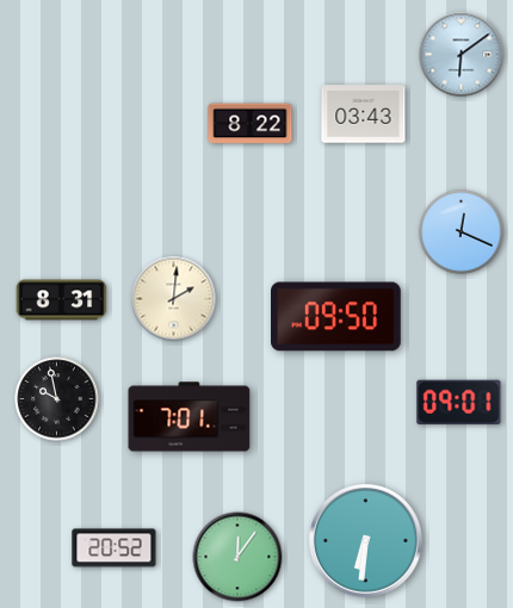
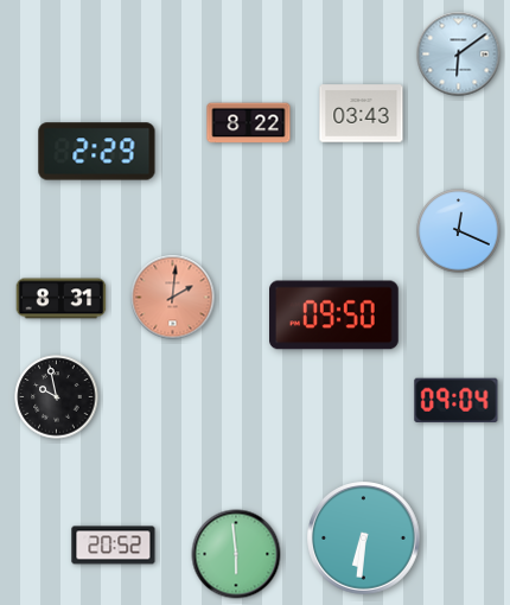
clock at (97, 152): none -> 2:29
clock at (174, 299) dial: cream -> salmon
clock at (459, 402): 09:01 -> 09:04
clock at (190, 417): 7:01 -> none
clock at (237, 557): 12:06 -> 5:59
